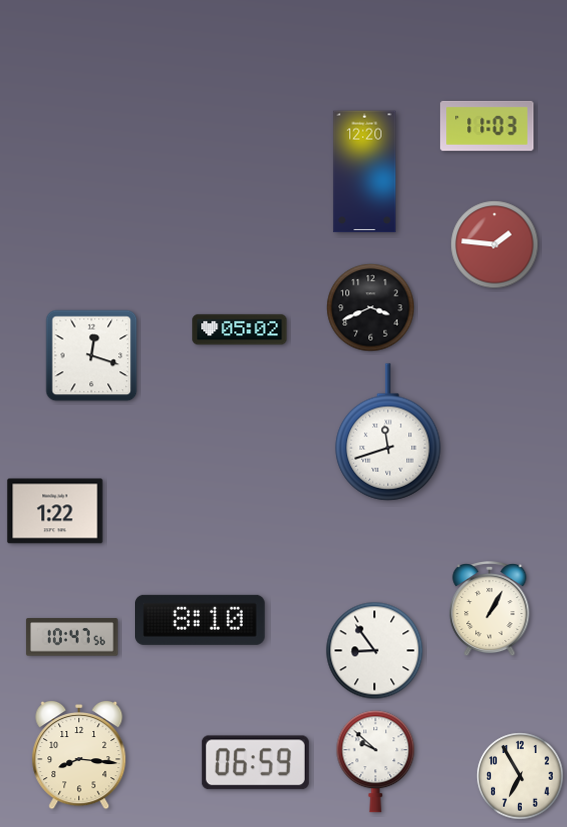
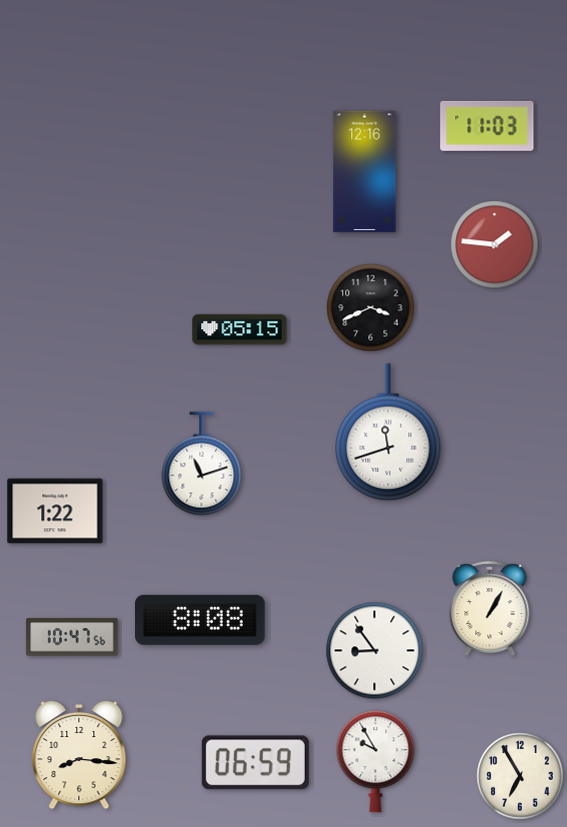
clock at (365, 172): 12:20 -> 12:16
clock at (240, 330): 05:02 -> 05:15
clock at (92, 356): 12:18 -> none
clock at (202, 464): none -> 11:12
clock at (201, 620): 8:10 -> 8:08
clock at (376, 762): 9:52 -> 9:55
